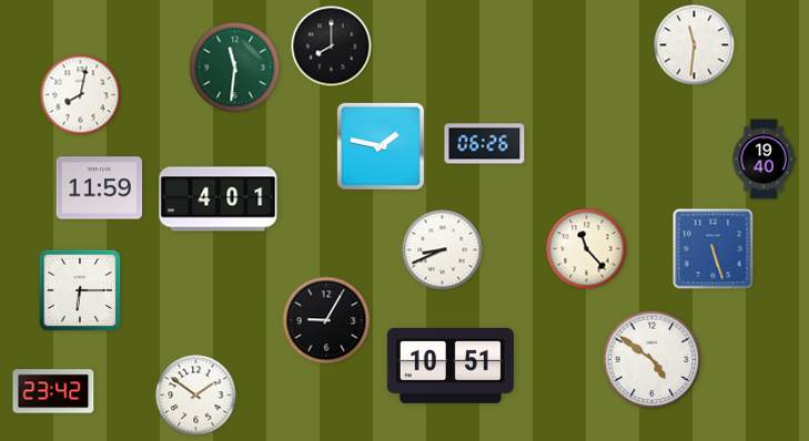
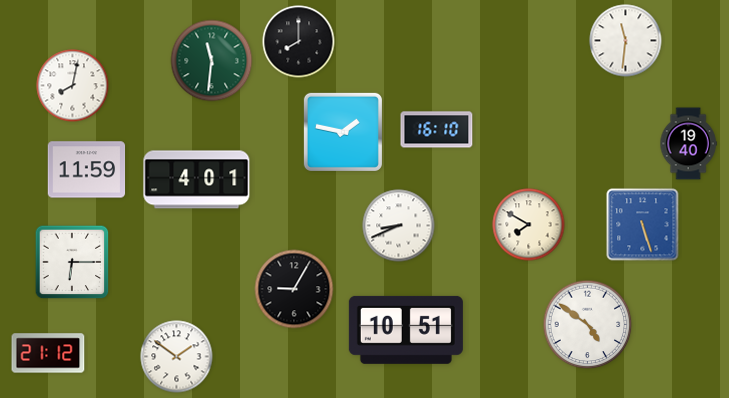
clock at (485, 144): 06:26 -> 16:10
clock at (100, 188) position: (100, 188) -> (87, 170)
clock at (587, 249): 11:23 -> 7:50
clock at (53, 391): 23:42 -> 21:12
